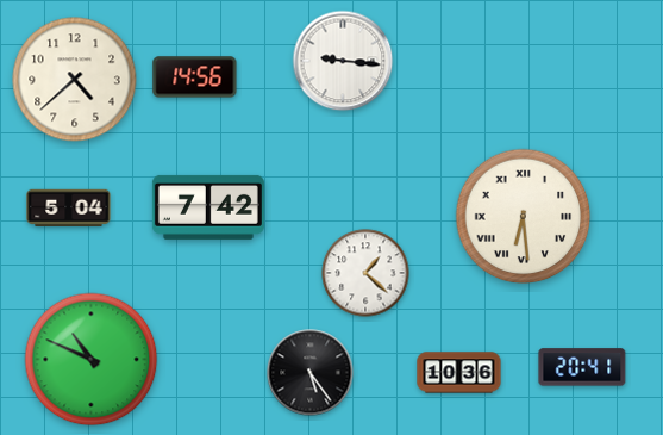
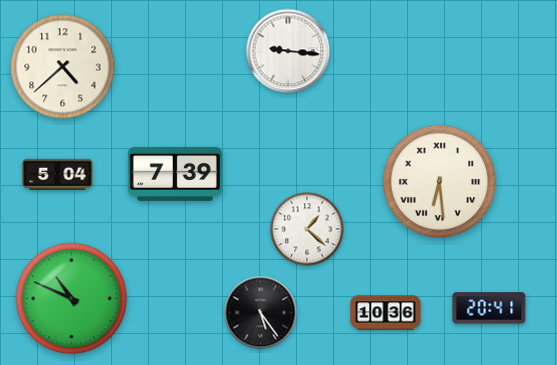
clock at (195, 77): 14:56 -> none
clock at (208, 207): 7:42 -> 7:39
clock at (92, 360) position: (92, 360) -> (72, 299)
